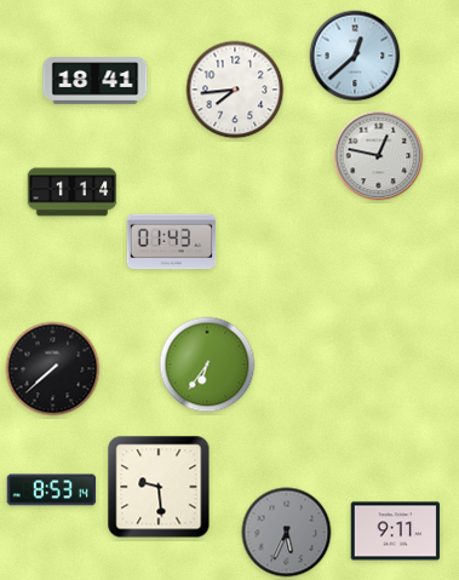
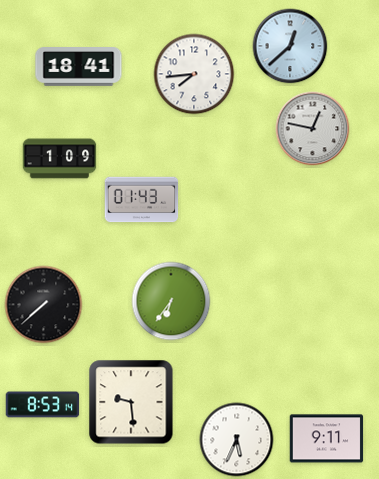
clock at (355, 56) position: (355, 56) -> (290, 46)
clock at (73, 193): 1:14 -> 1:09
clock at (287, 533) dial: grey -> white
